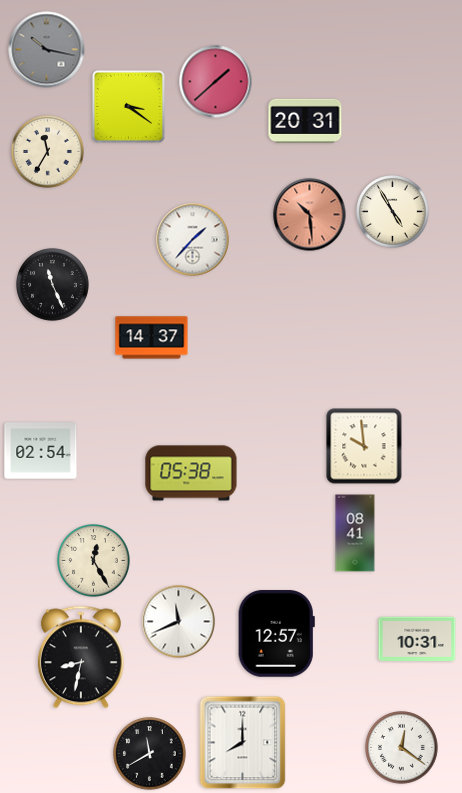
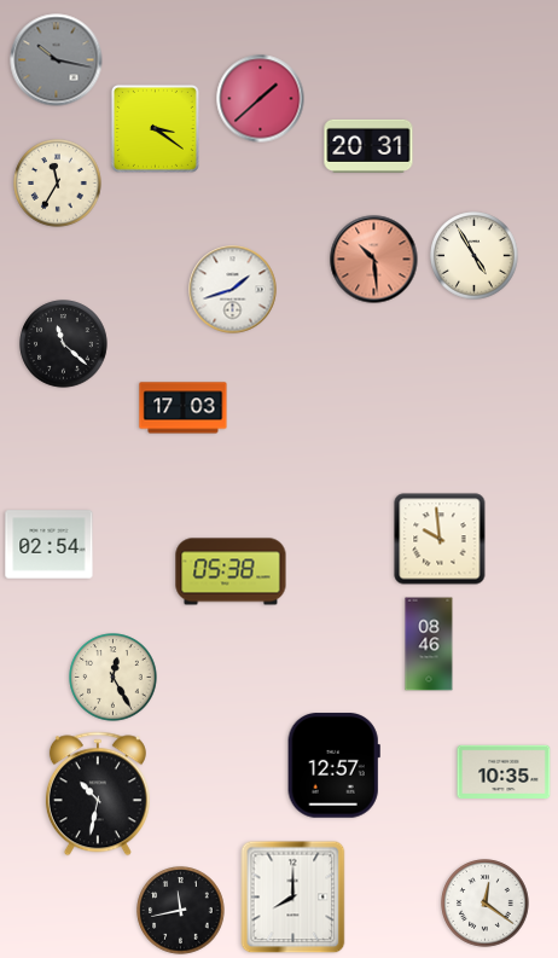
clock at (193, 240): 1:37 -> 1:42
clock at (53, 285): 11:26 -> 11:22
clock at (152, 338): 14:37 -> 17:03
clock at (355, 533): 08:41 -> 08:46
clock at (179, 622): 11:41 -> none
clock at (417, 638): 10:31 -> 10:35
clock at (81, 657): 8:32 -> 10:32
clock at (150, 754): 11:40 -> 11:43
